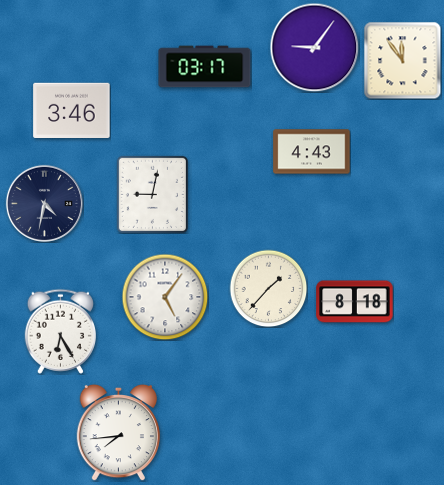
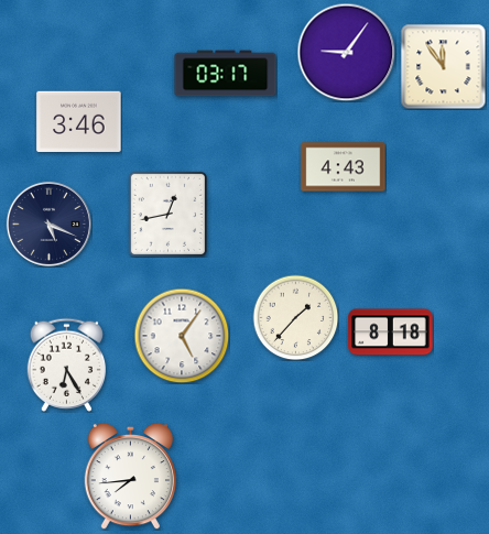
clock at (152, 194): 9:02 -> 12:43
clock at (44, 203): 4:32 -> 5:19
clock at (165, 297) position: (165, 297) -> (182, 336)
